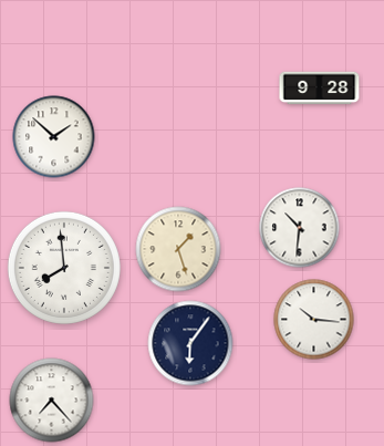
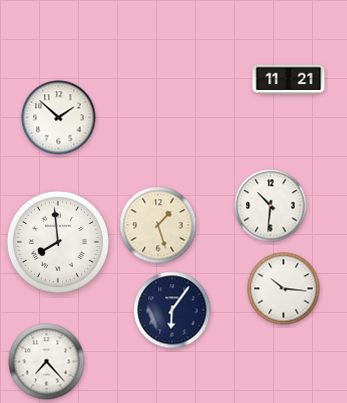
clock at (320, 89): 9:28 -> 11:21
clock at (54, 137) position: (54, 137) -> (59, 118)
clock at (178, 249) position: (178, 249) -> (158, 225)
